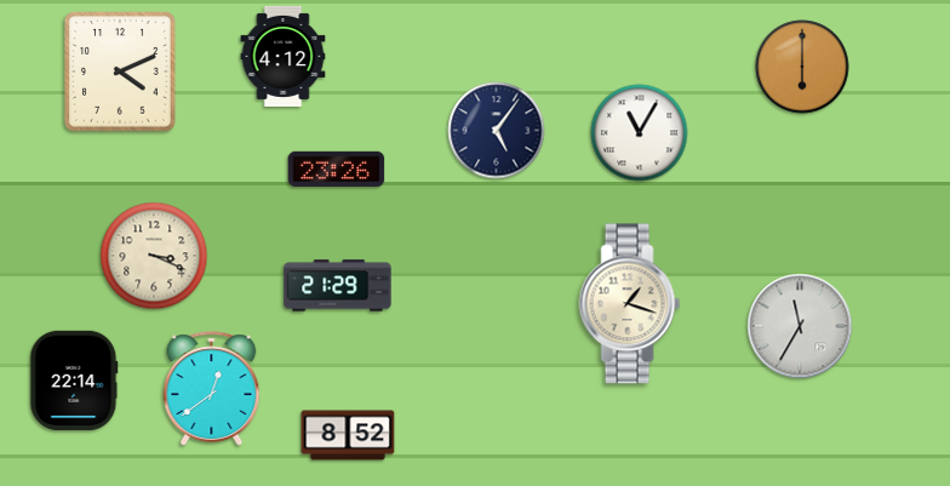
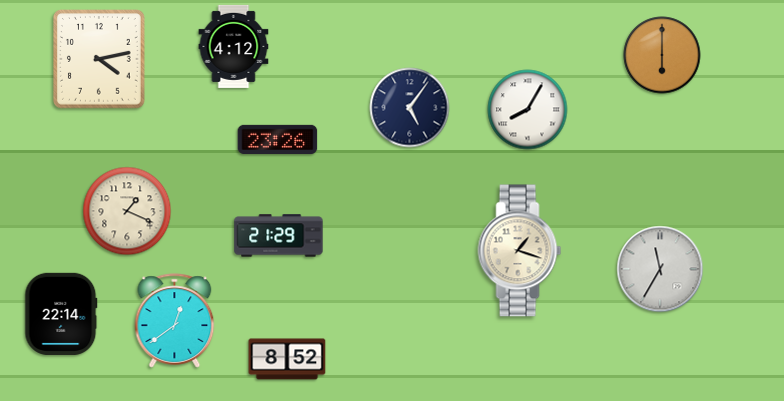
clock at (121, 73): 4:11 -> 4:13
clock at (640, 133): 11:05 -> 8:05
clock at (154, 256): 3:19 -> 1:19
